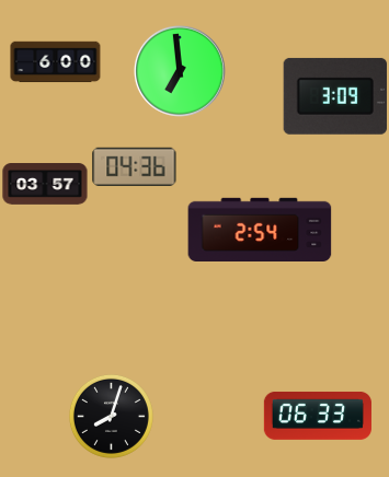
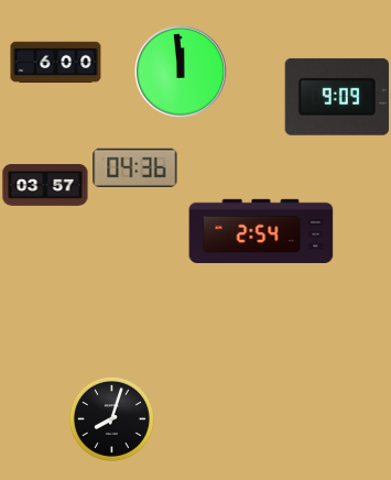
clock at (180, 71): 6:59 -> 11:59
clock at (334, 96): 3:09 -> 9:09
clock at (318, 416): 06:33 -> none
